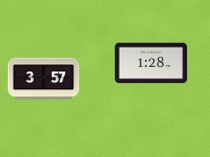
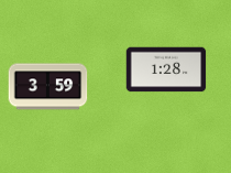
clock at (44, 79): 3:57 -> 3:59
